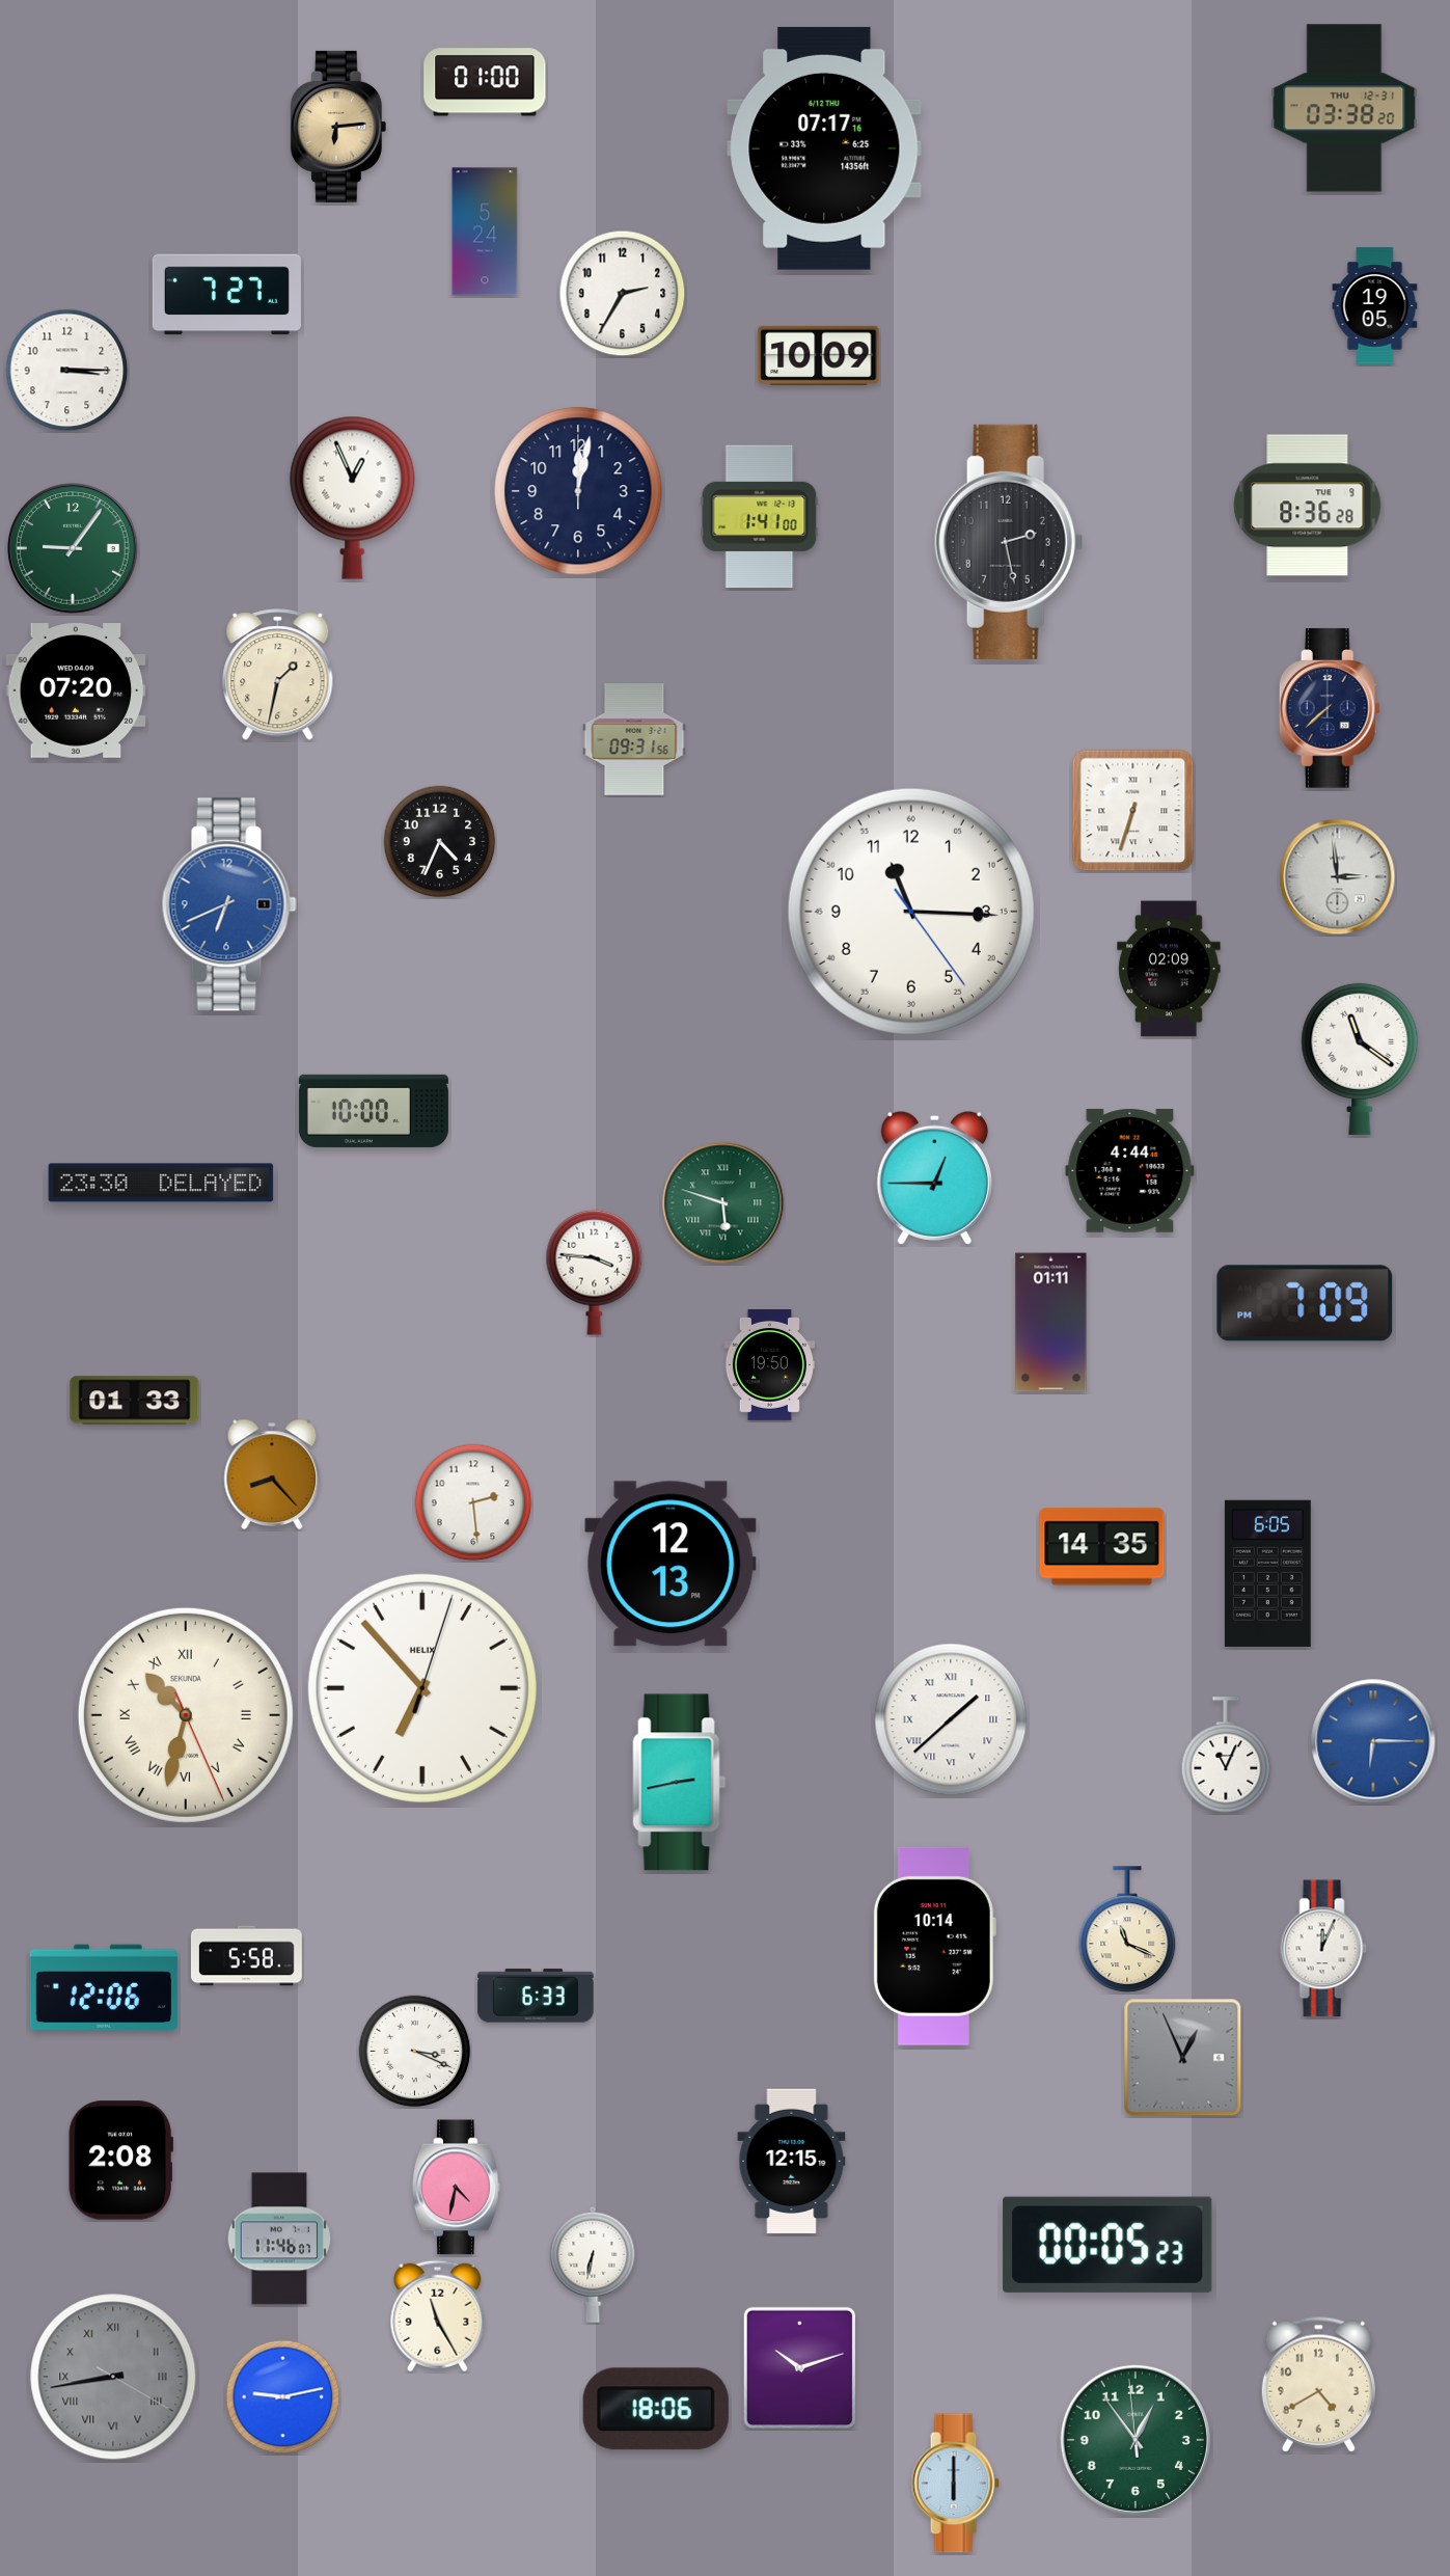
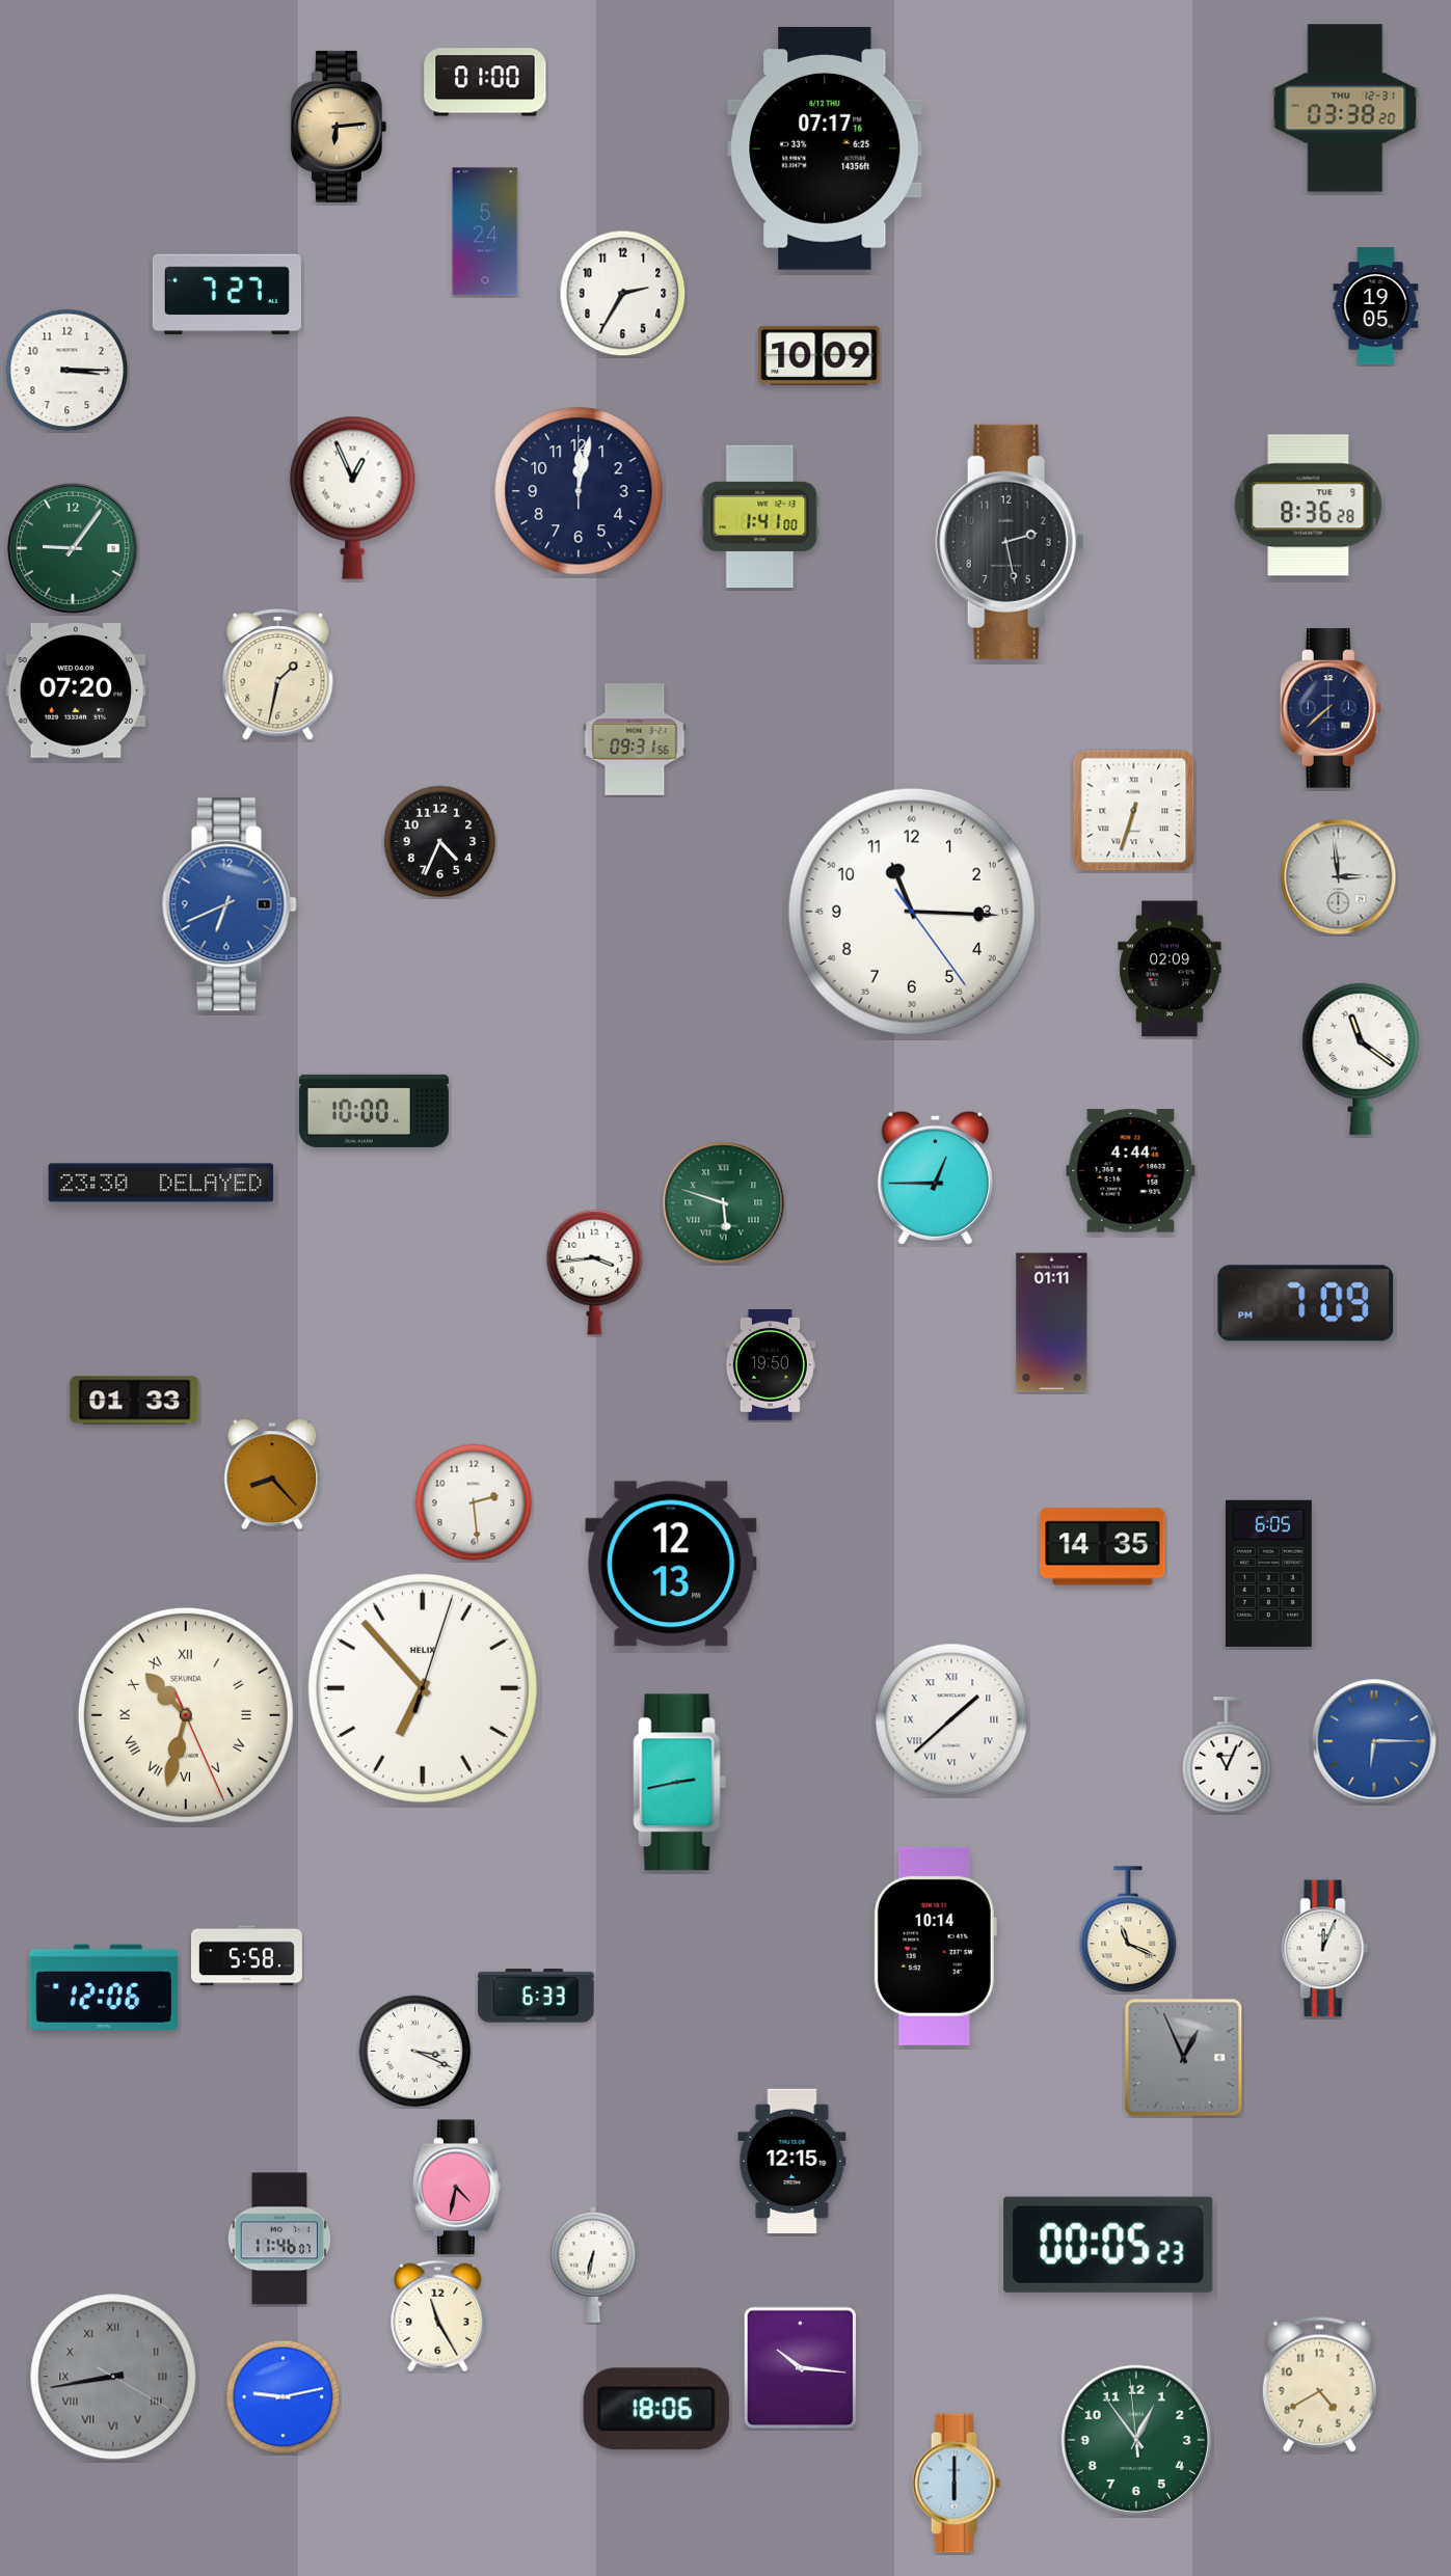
clock at (595, 1272): 3:46 -> 3:44
clock at (120, 2161): 2:08 -> none
clock at (800, 2368): 10:12 -> 10:16
